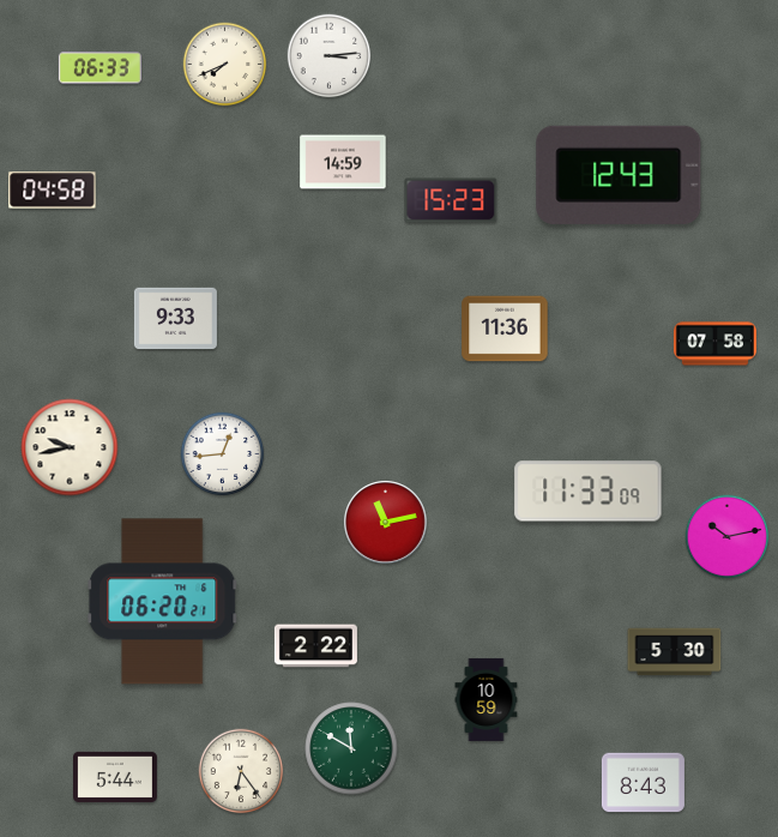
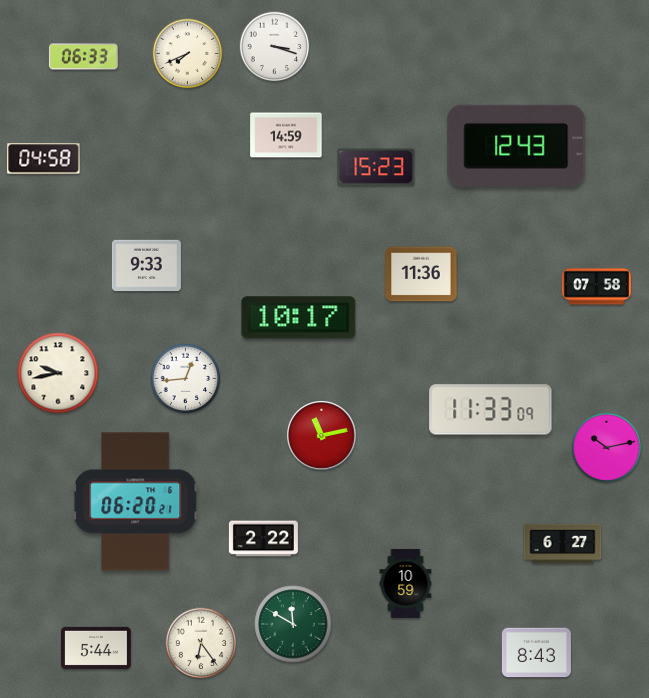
clock at (330, 56): 3:14 -> 3:18
clock at (299, 318): none -> 10:17
clock at (675, 652): 5:30 -> 6:27
